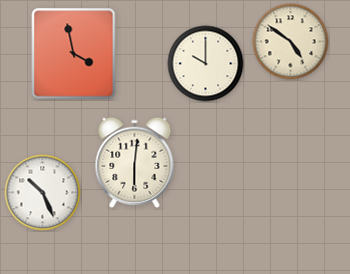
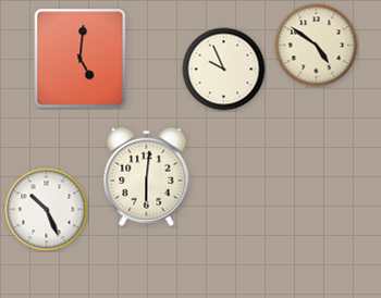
clock at (74, 54): 3:58 -> 5:01
clock at (206, 64): 10:00 -> 9:56
